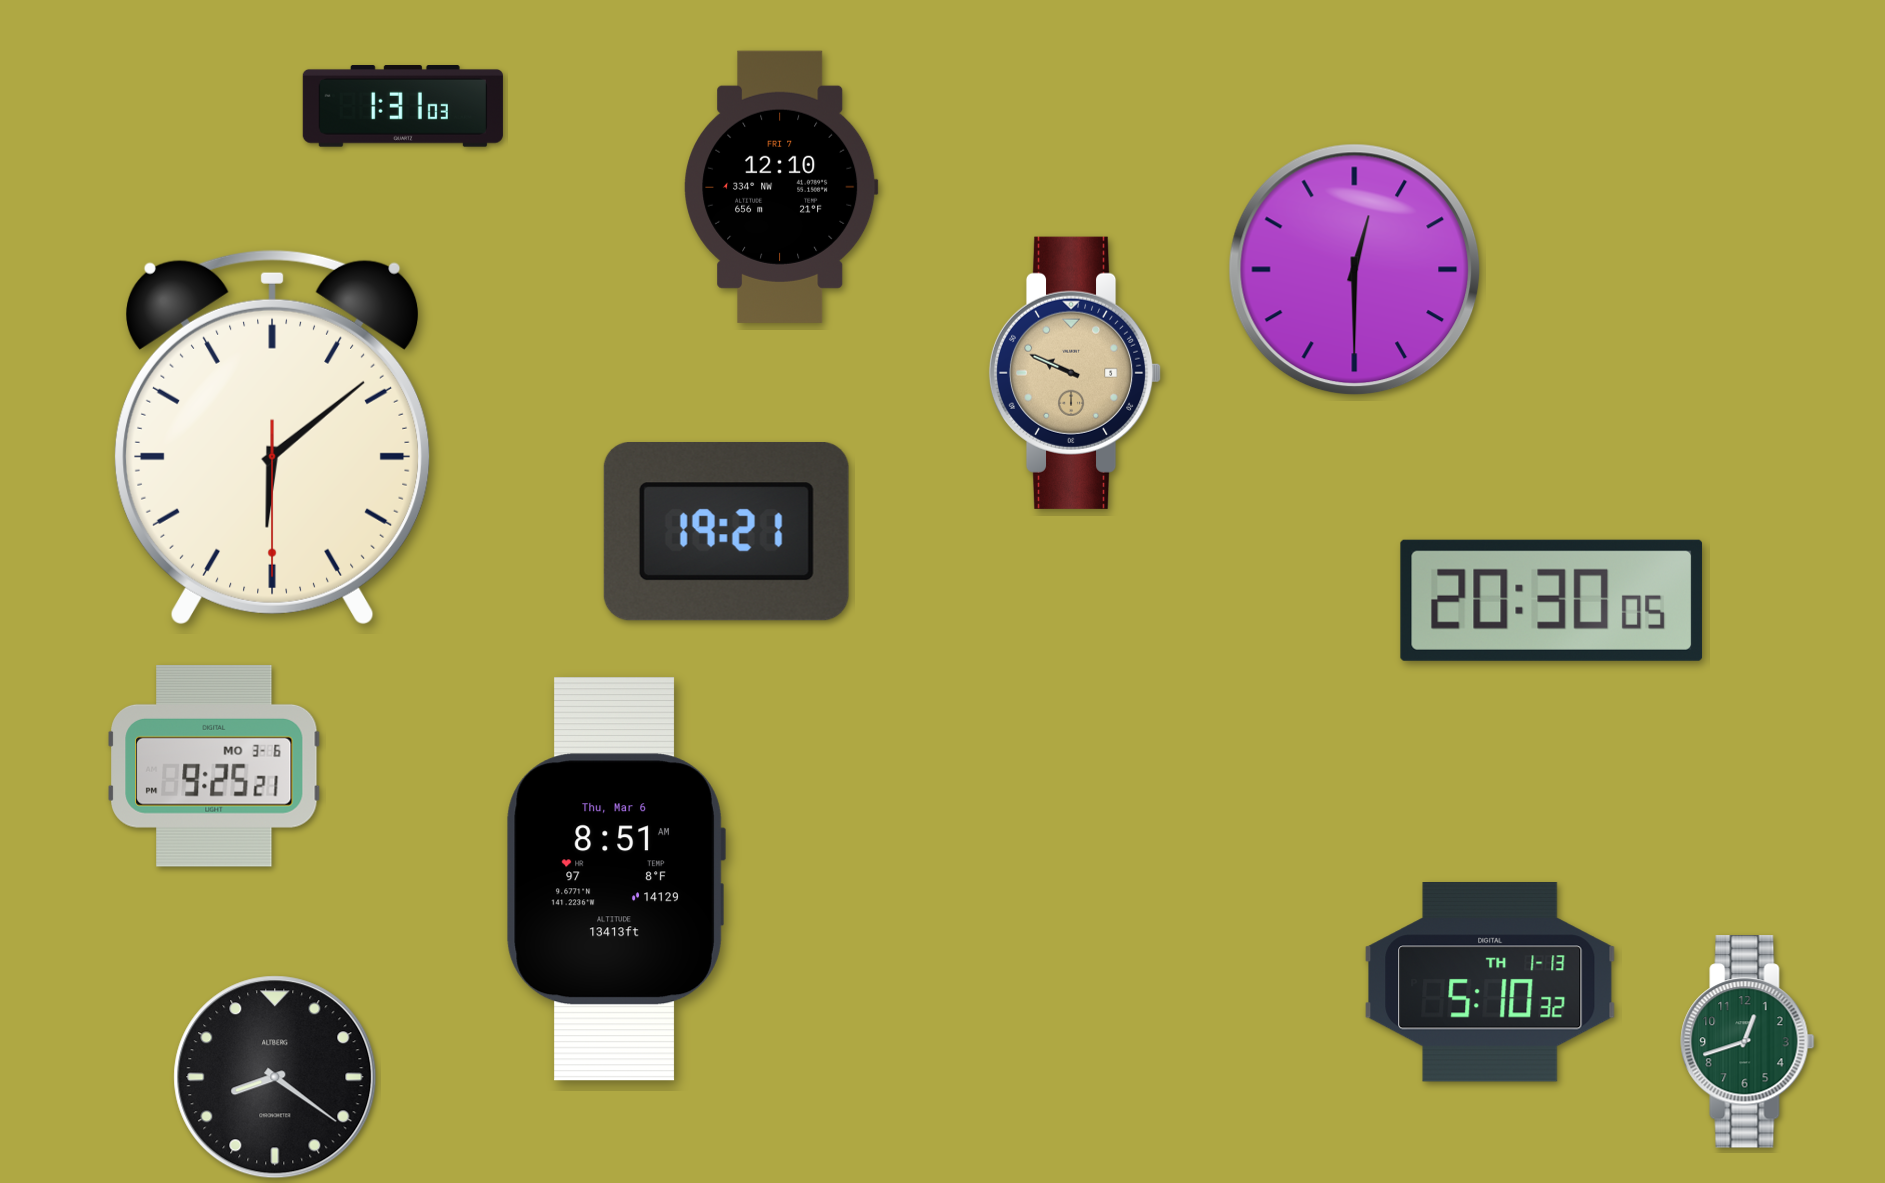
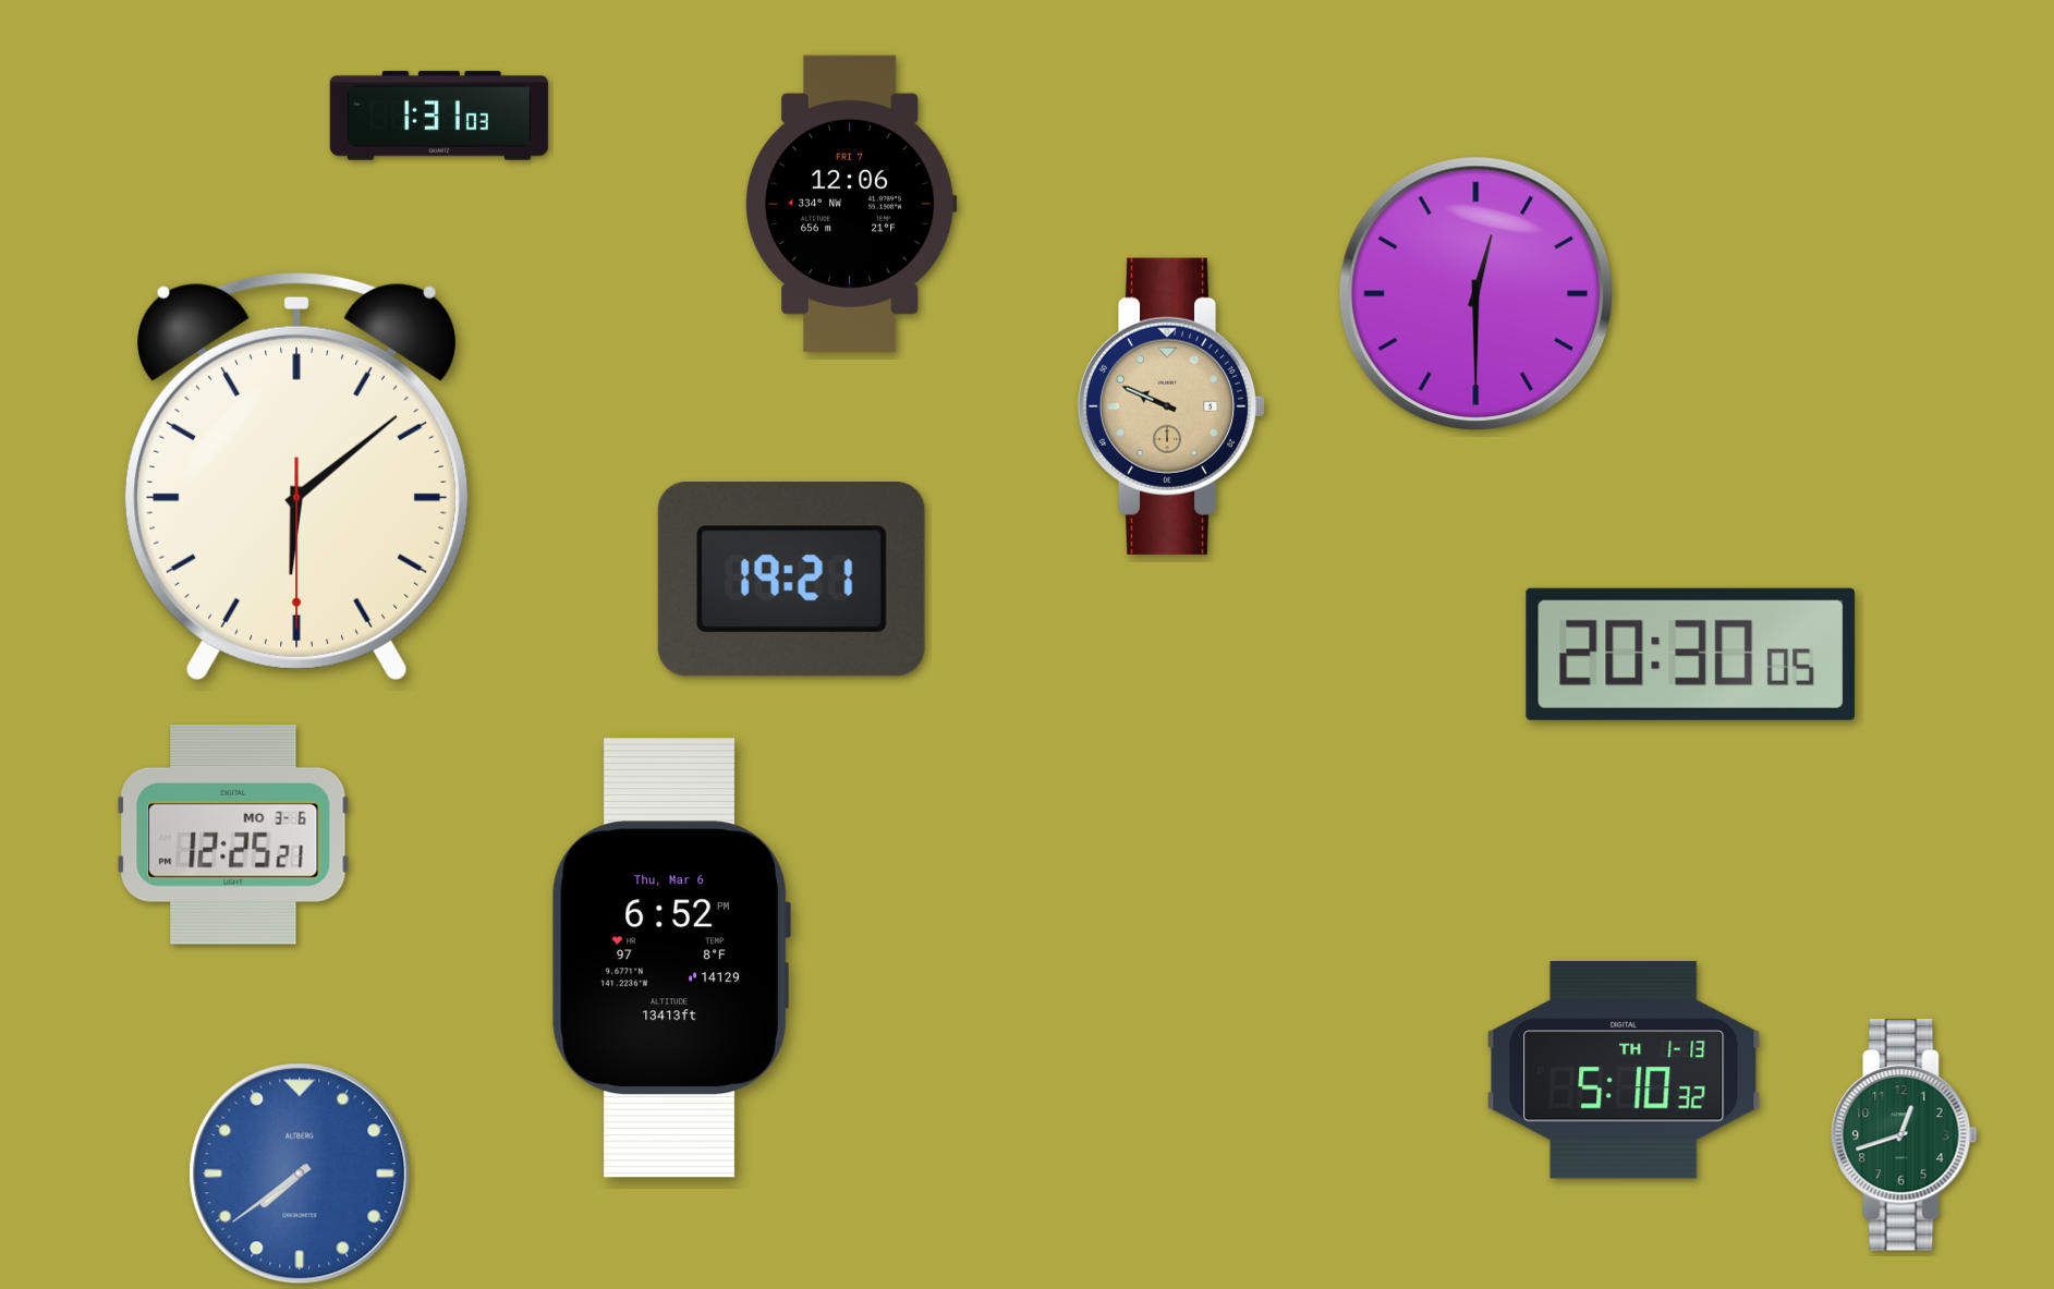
clock at (781, 187): 12:10 -> 12:06
clock at (214, 766): 9:25 -> 12:25
clock at (616, 879): 8:51 -> 6:52
clock at (275, 1077): 8:21 -> 7:39
clock at (275, 1077) dial: black -> blue
